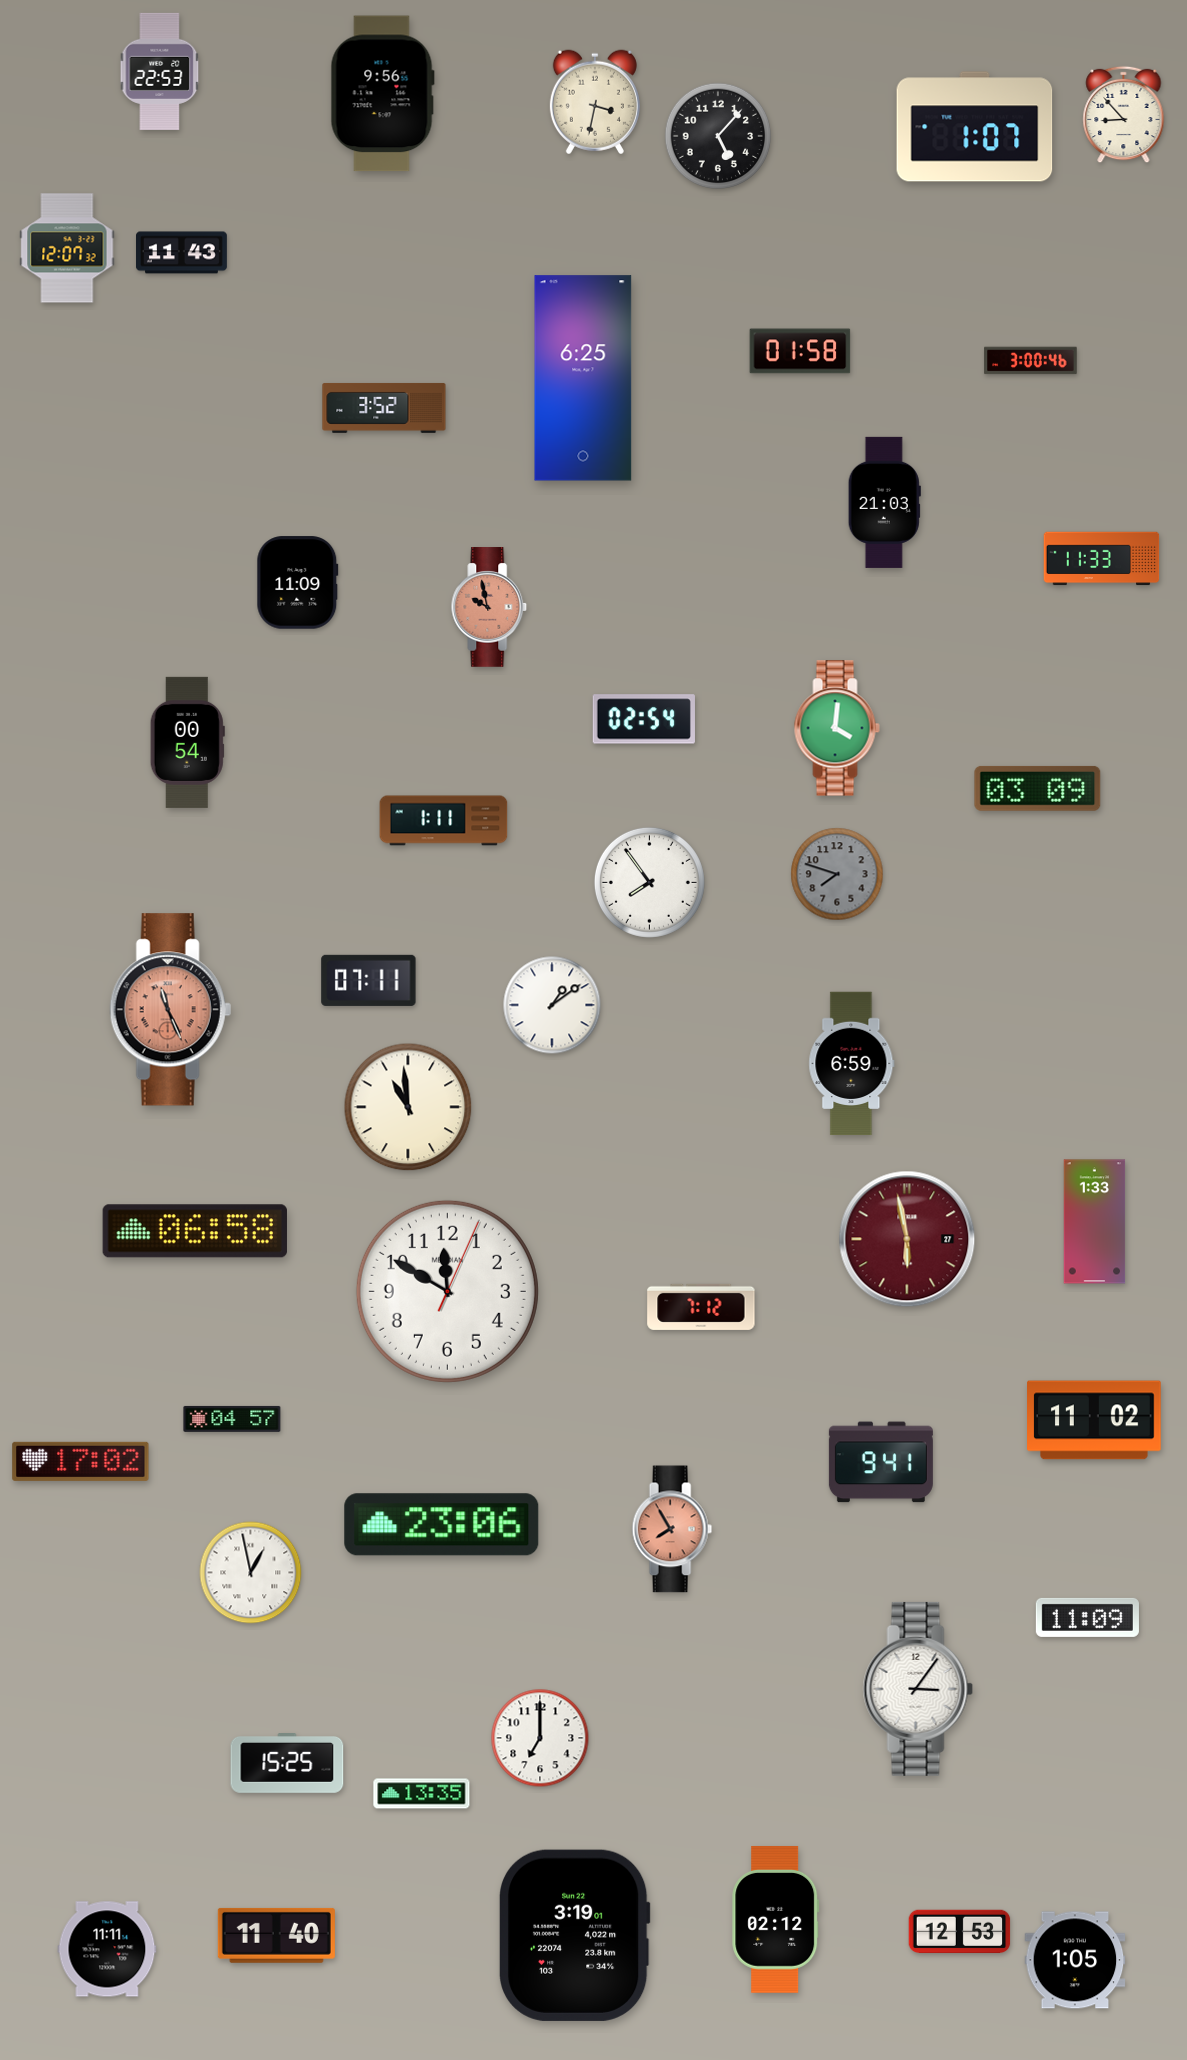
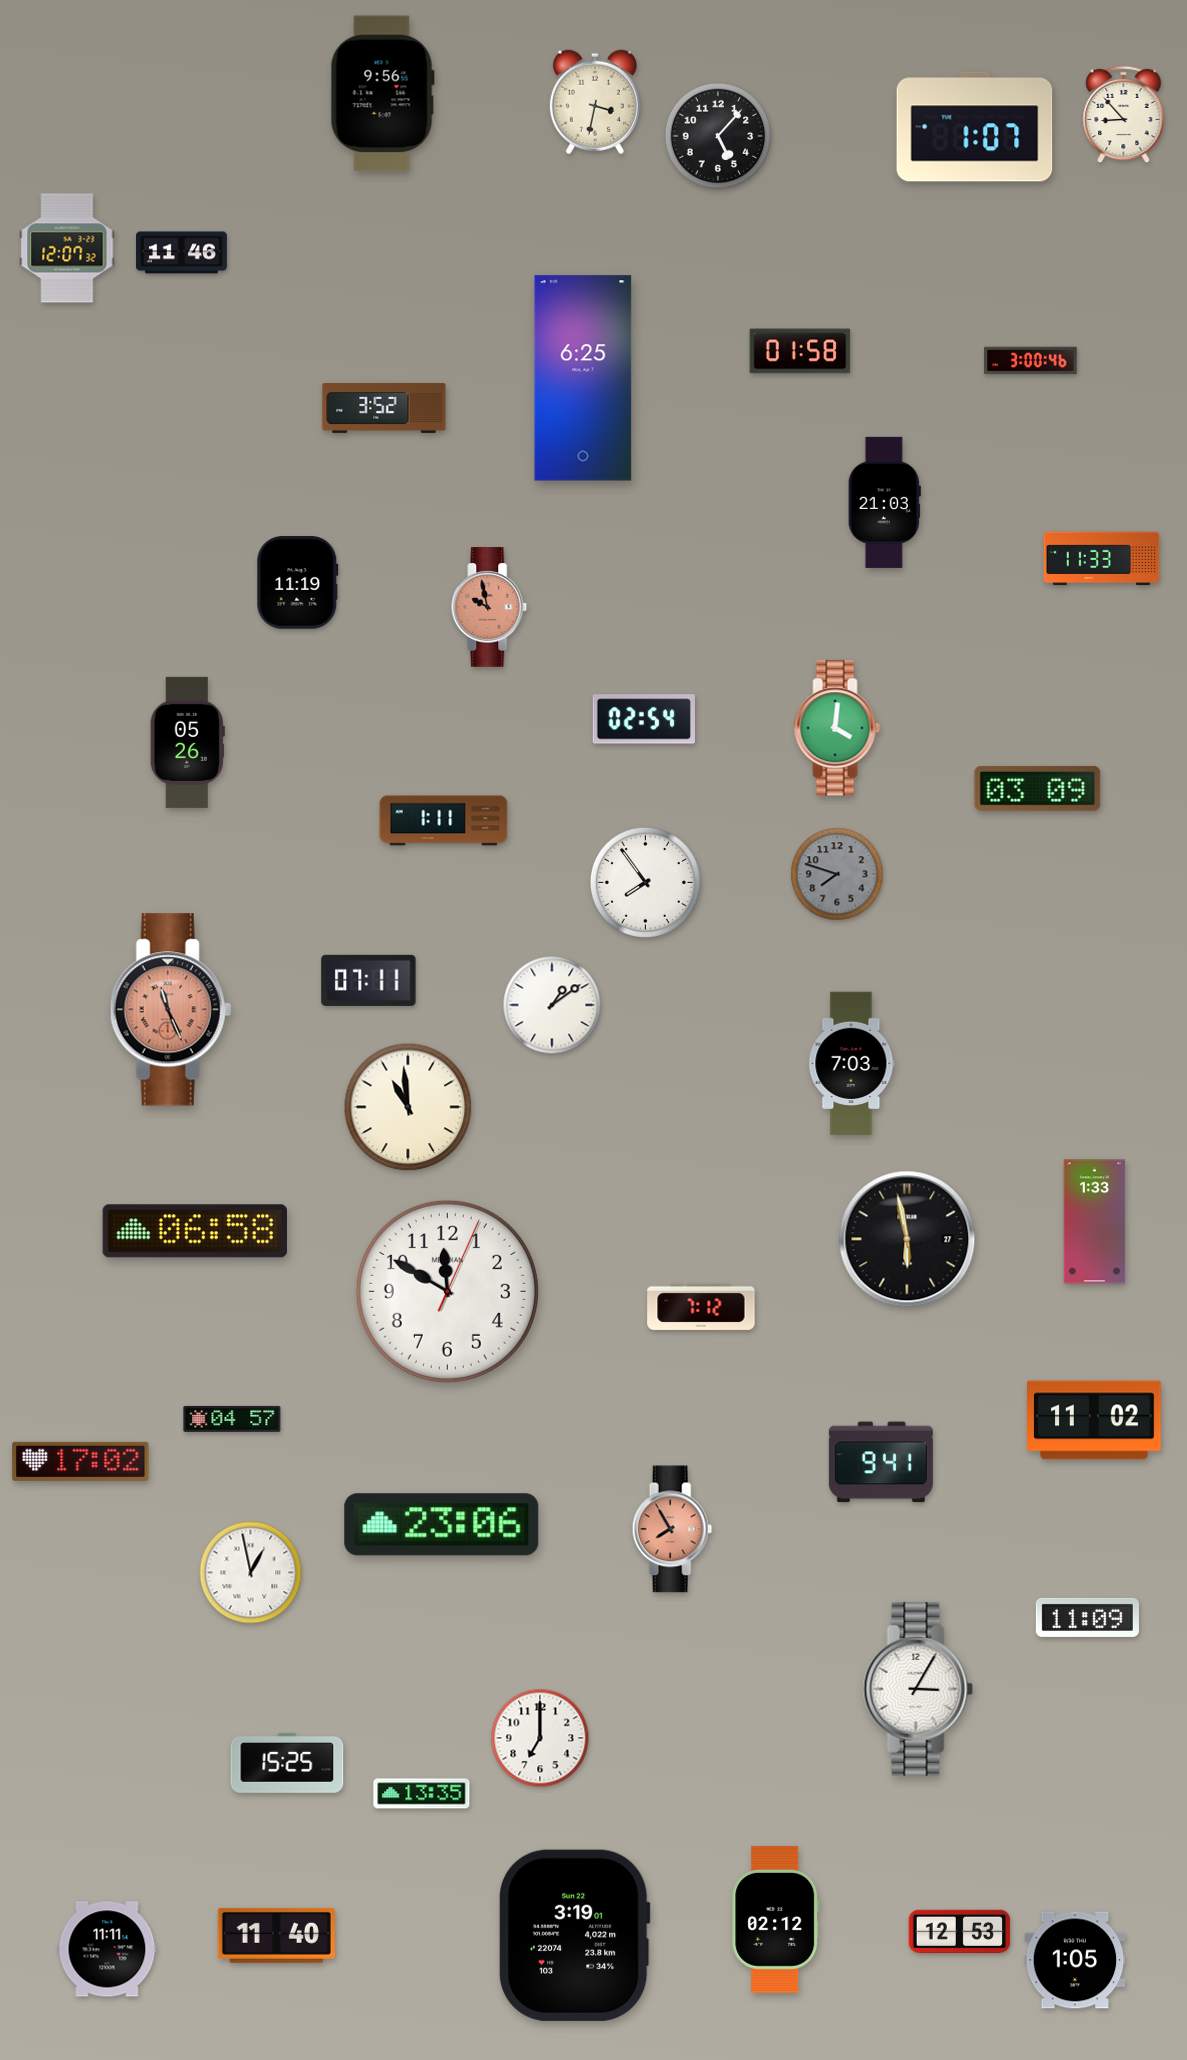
clock at (160, 71): 22:53 -> none
clock at (182, 253): 11:43 -> 11:46
clock at (298, 583): 11:09 -> 11:19
clock at (187, 742): 00:54 -> 05:26
clock at (649, 882) position: (649, 882) -> (645, 882)
clock at (852, 1064): 6:59 -> 7:03
clock at (907, 1239) dial: burgundy -> black
clock at (918, 1689): 3:06 -> 3:05
